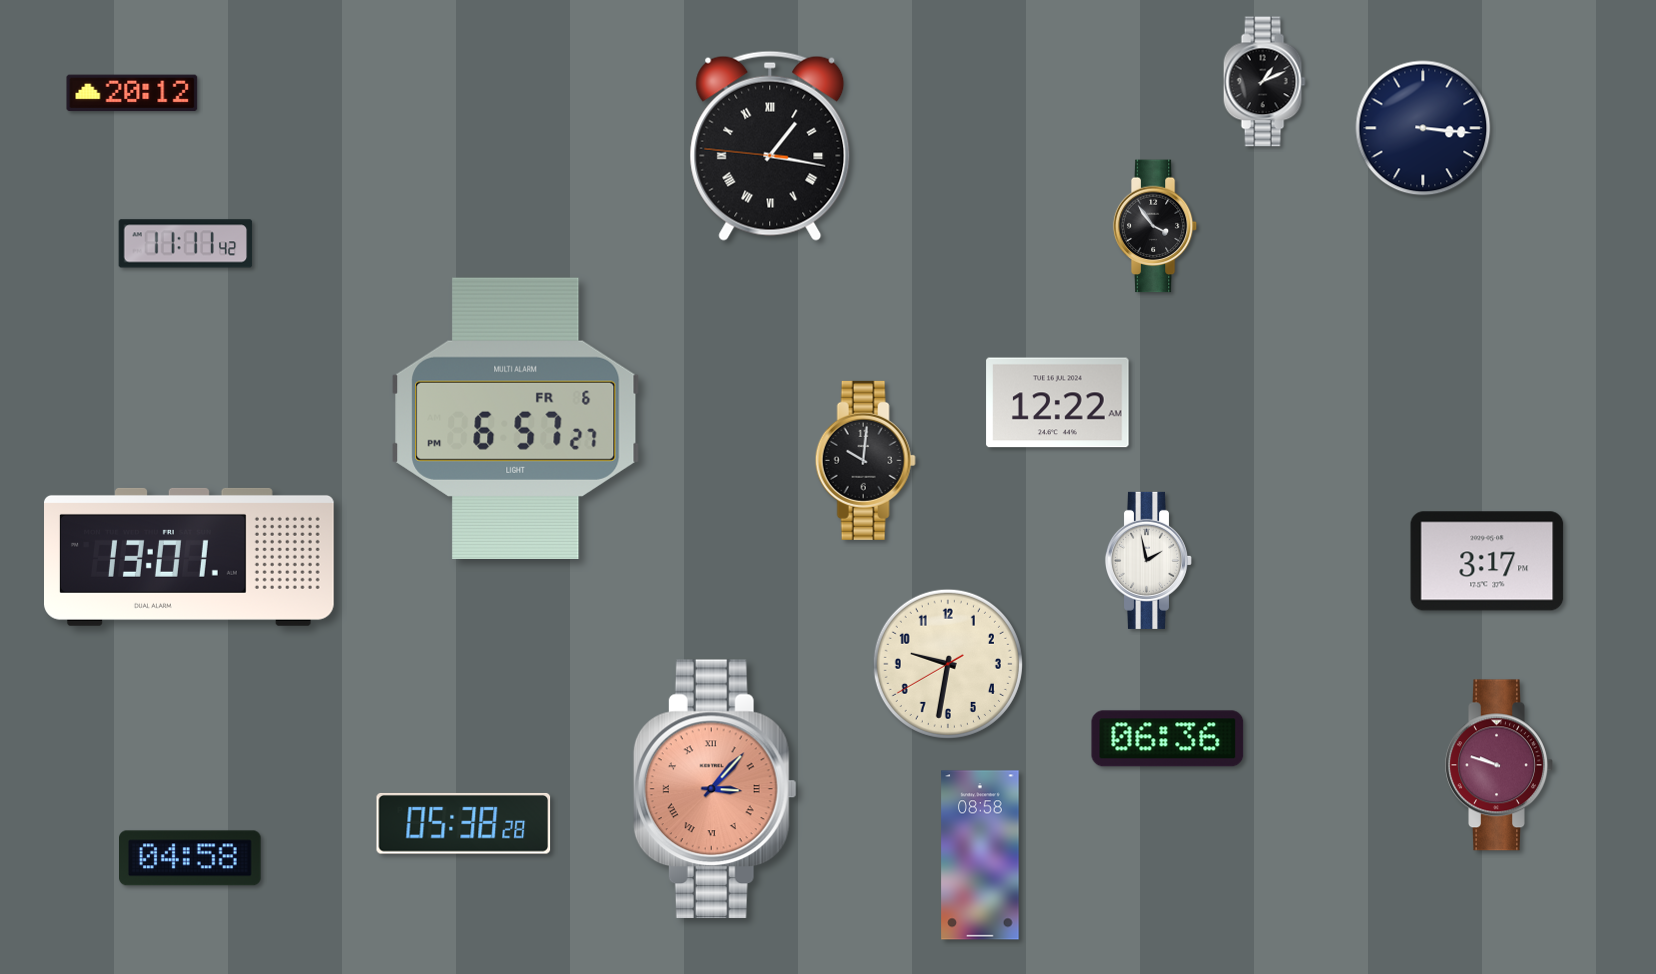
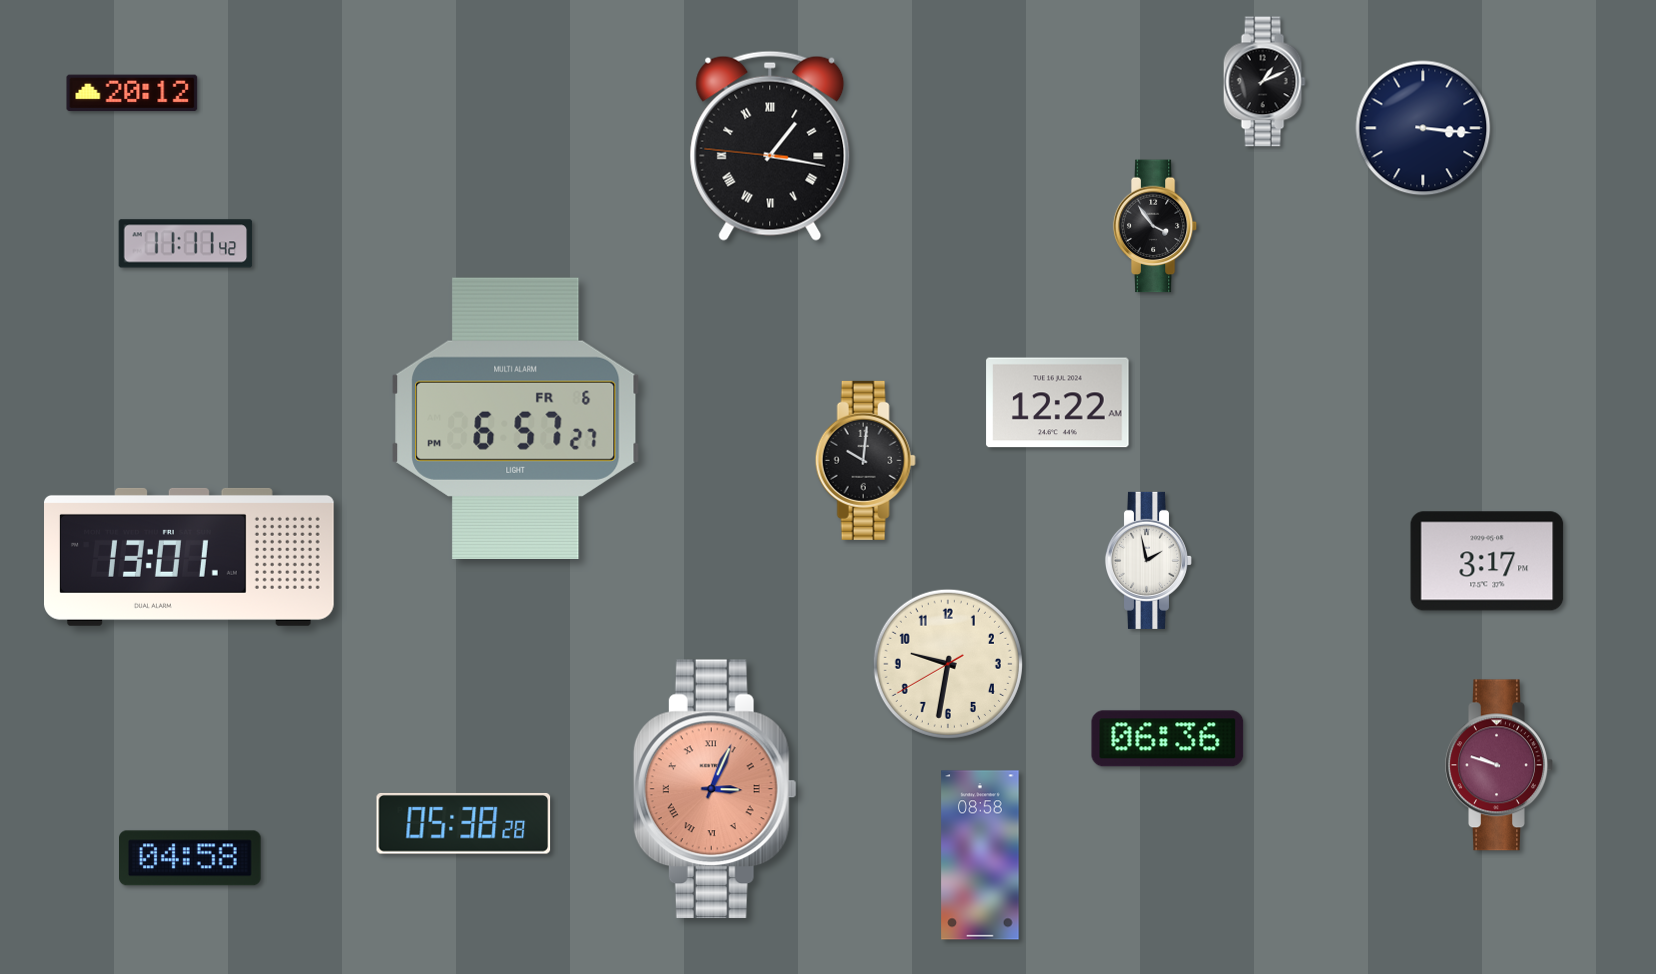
clock at (715, 789): 3:07 -> 3:04
